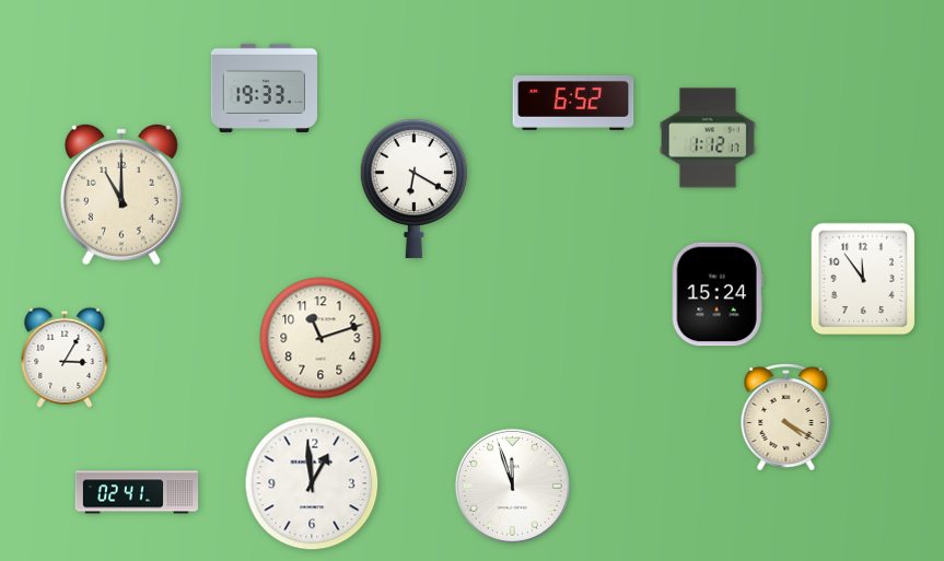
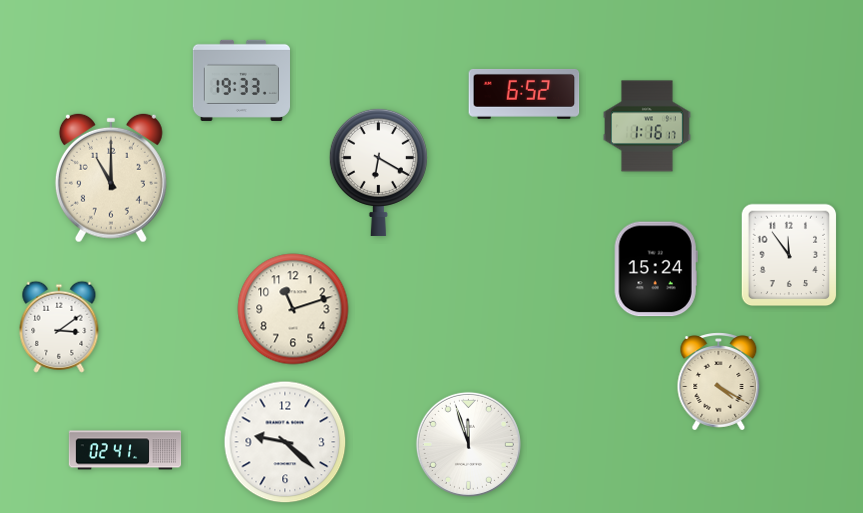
clock at (708, 138): 1:12 -> 1:16
clock at (65, 358): 3:05 -> 3:09
clock at (312, 483): 12:59 -> 9:22
